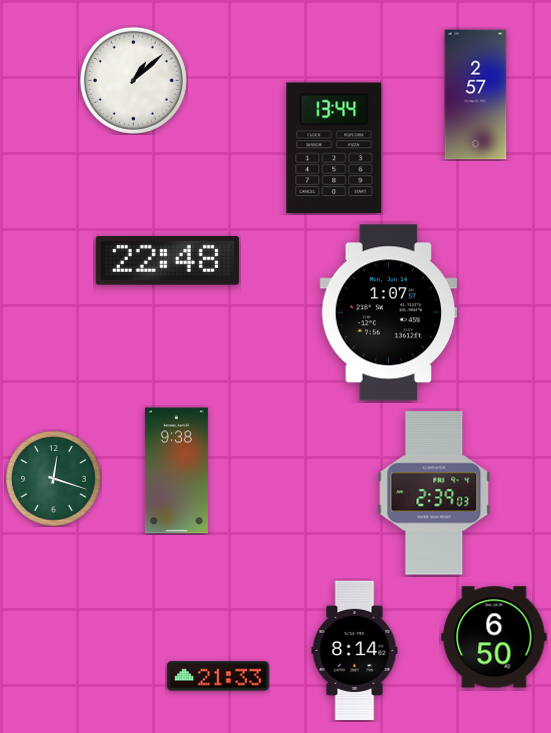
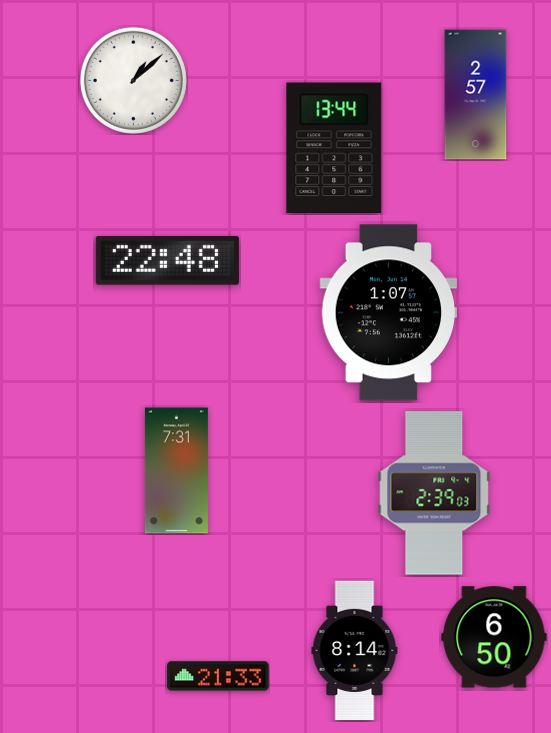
clock at (176, 471): 9:38 -> 7:31
clock at (53, 478): 12:18 -> none
